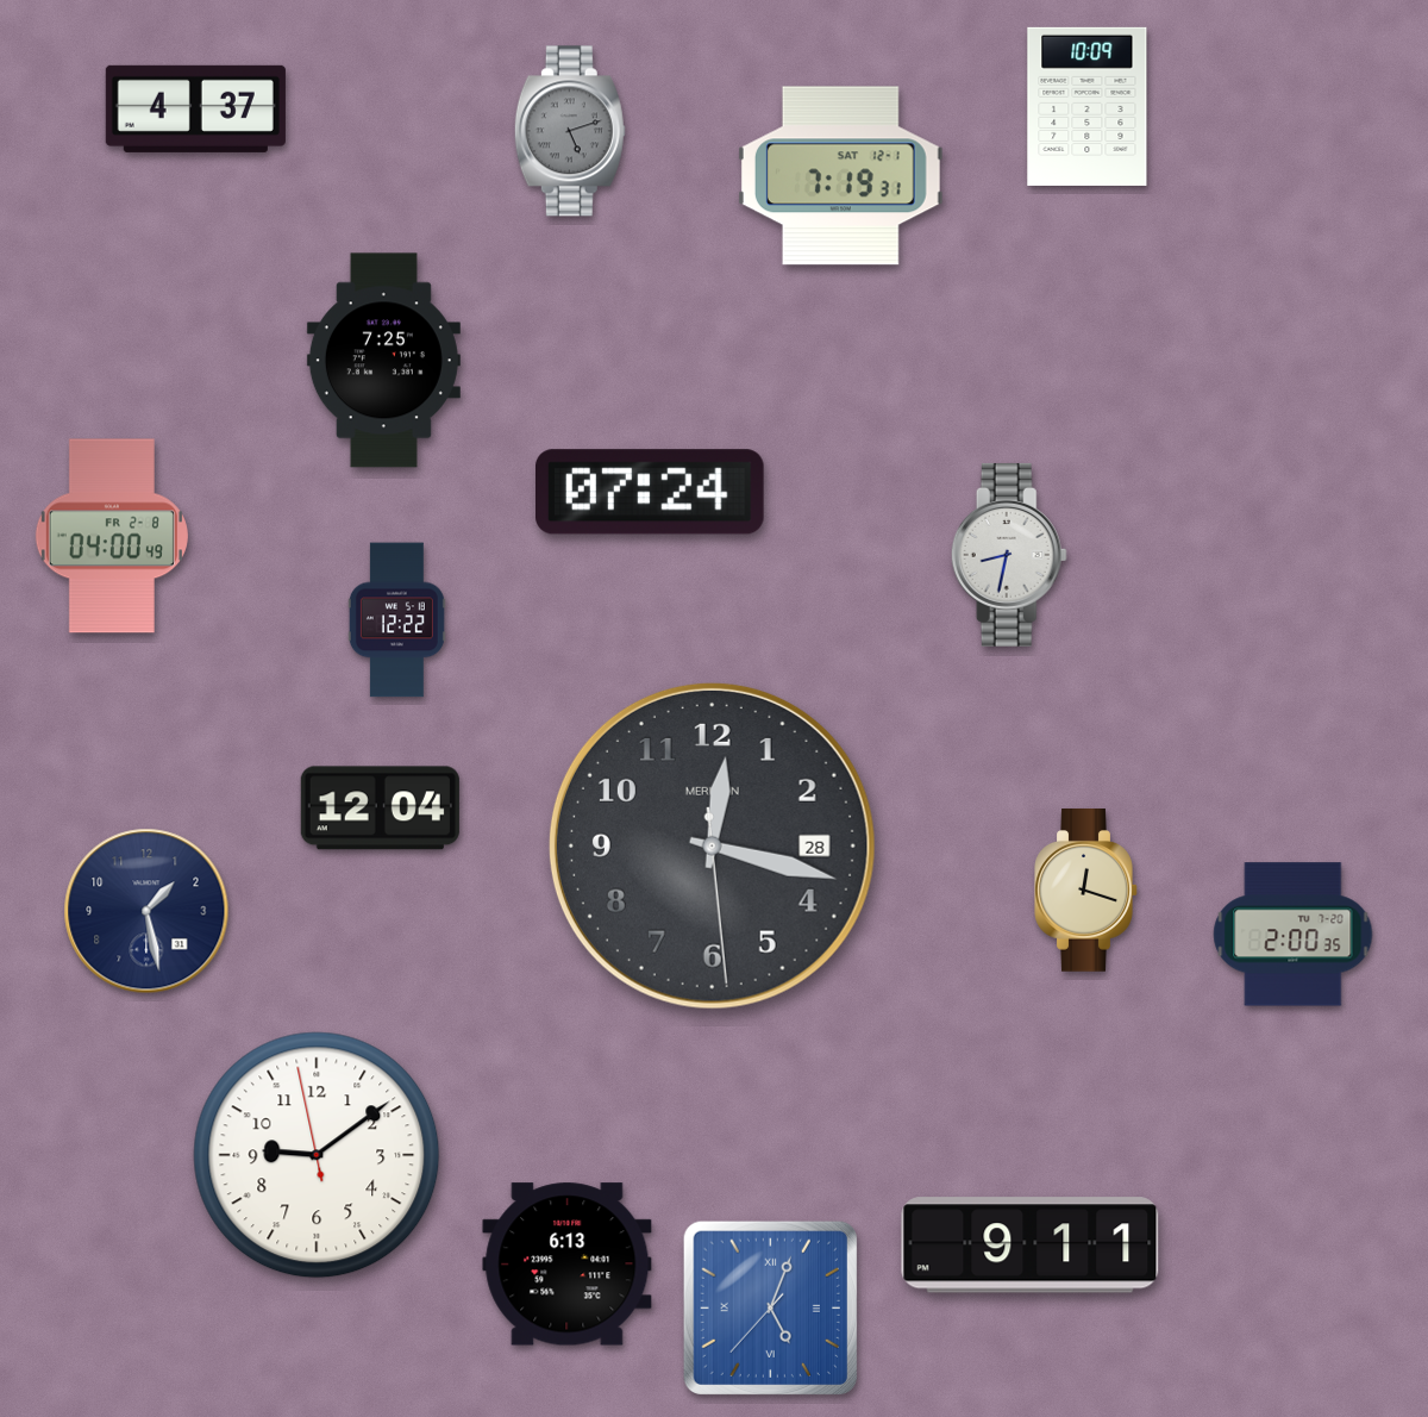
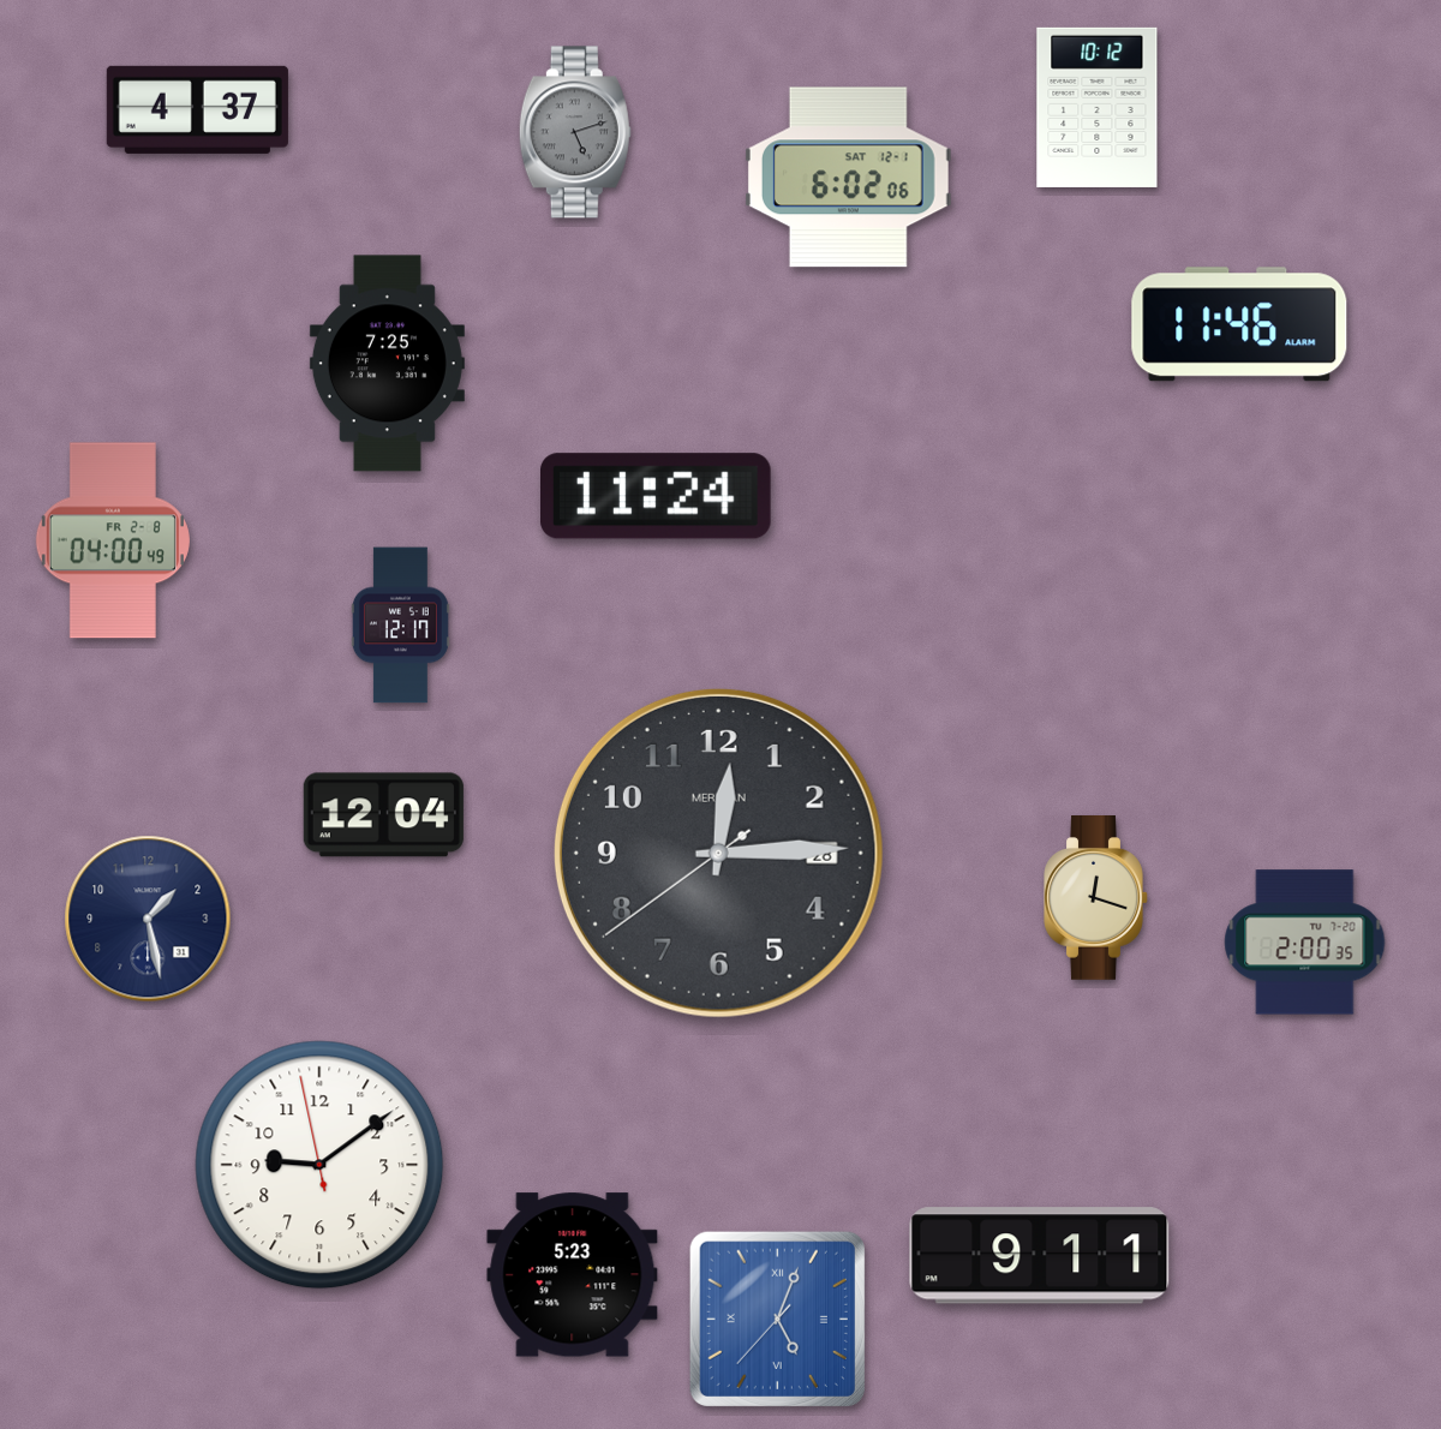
clock at (1088, 106): 10:09 -> 10:12
clock at (840, 176): 7:19 -> 6:02
clock at (1239, 324): none -> 11:46
clock at (651, 492): 07:24 -> 11:24
clock at (1009, 555): 8:32 -> none
clock at (396, 620): 12:22 -> 12:17
clock at (712, 845): 12:17 -> 12:14
clock at (568, 1265): 6:13 -> 5:23
